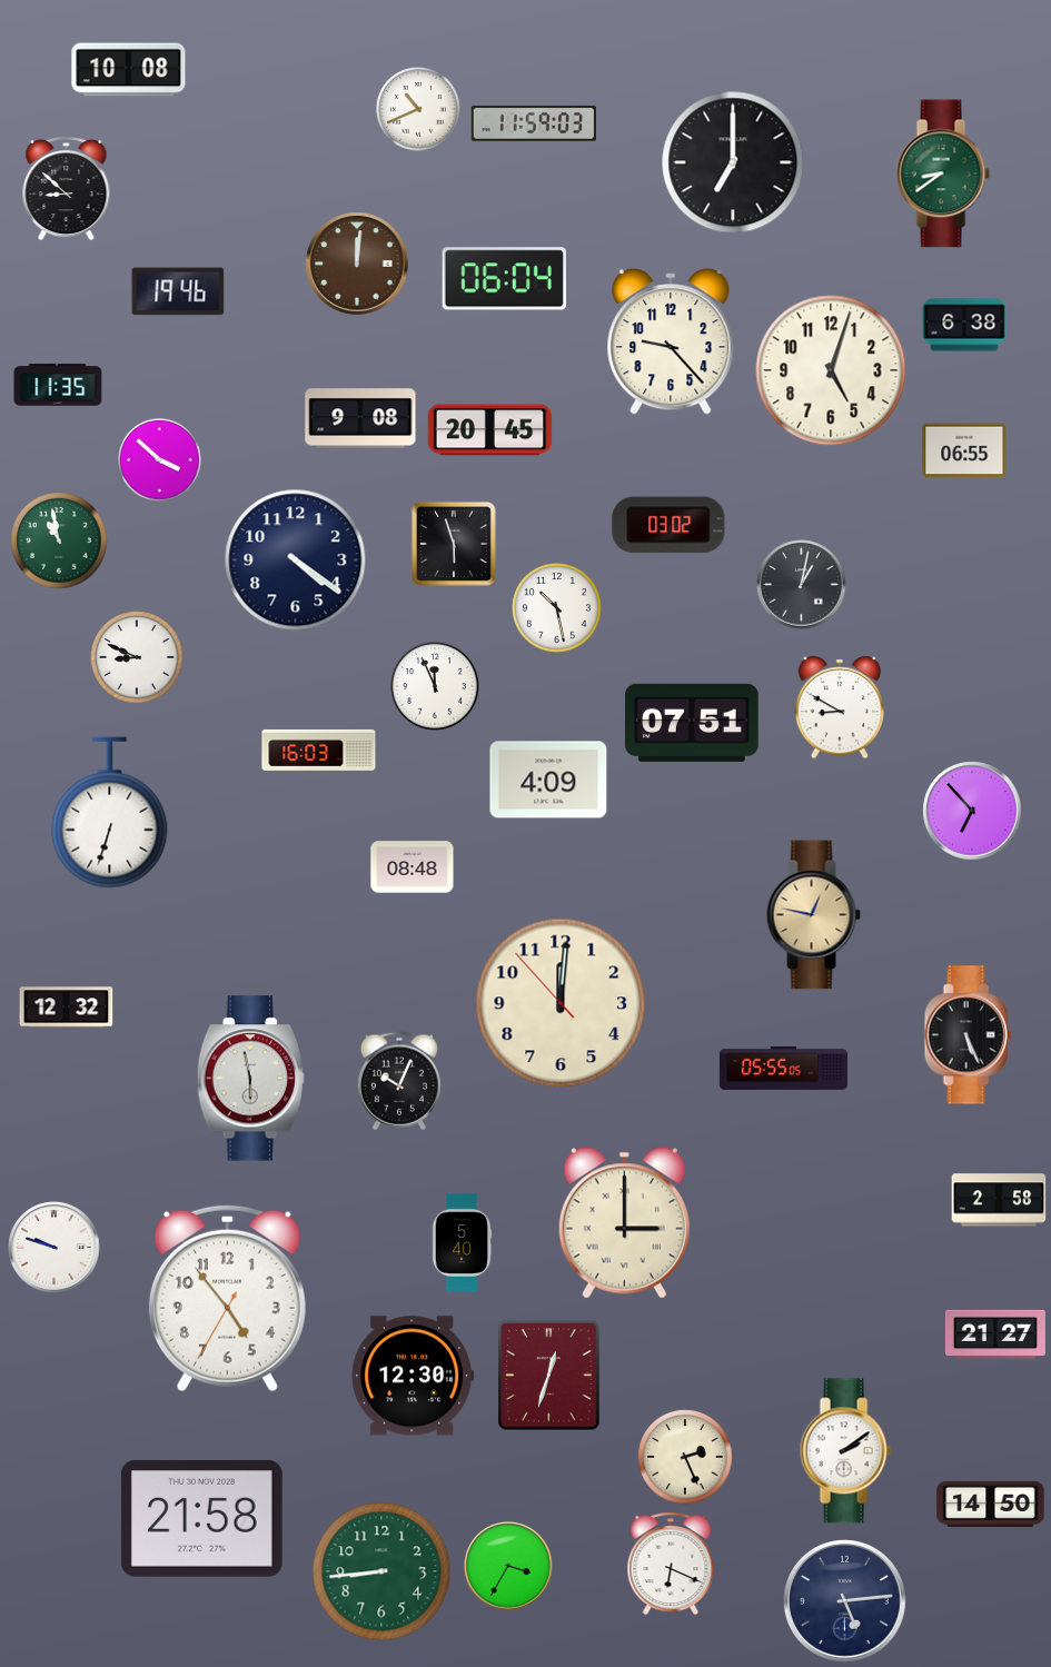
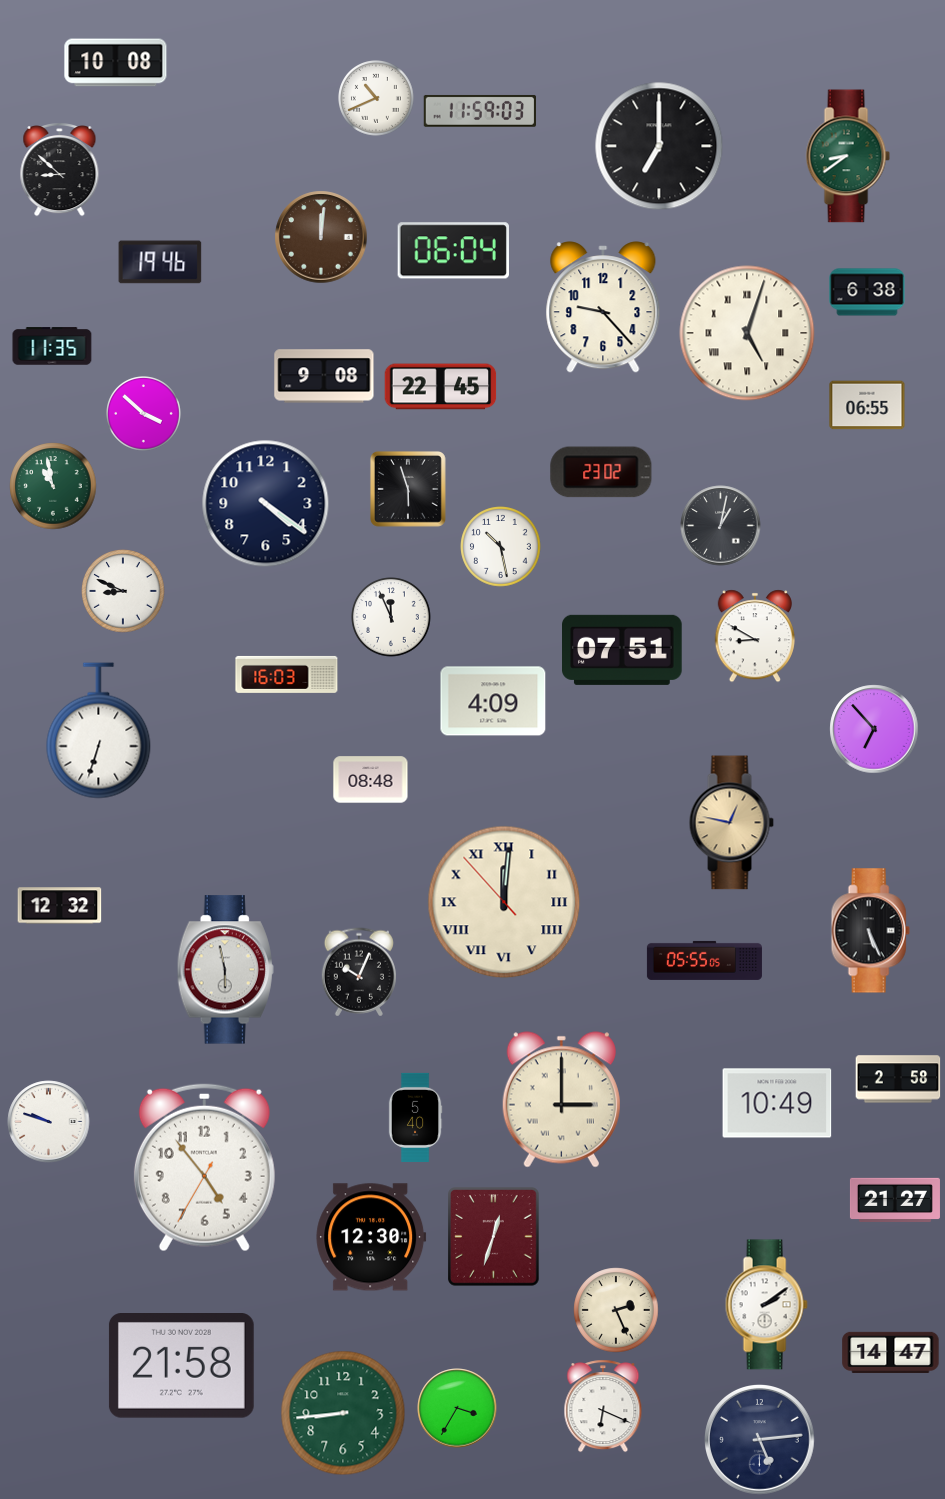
clock at (831, 370) numerals: Arabic -> Roman
clock at (490, 430): 20:45 -> 22:45
clock at (668, 525): 03:02 -> 23:02
clock at (561, 1003) numerals: Arabic -> Roman
clock at (777, 1103): none -> 10:49
clock at (845, 1451) position: (845, 1451) -> (766, 1305)
clock at (991, 1504): 14:50 -> 14:47
